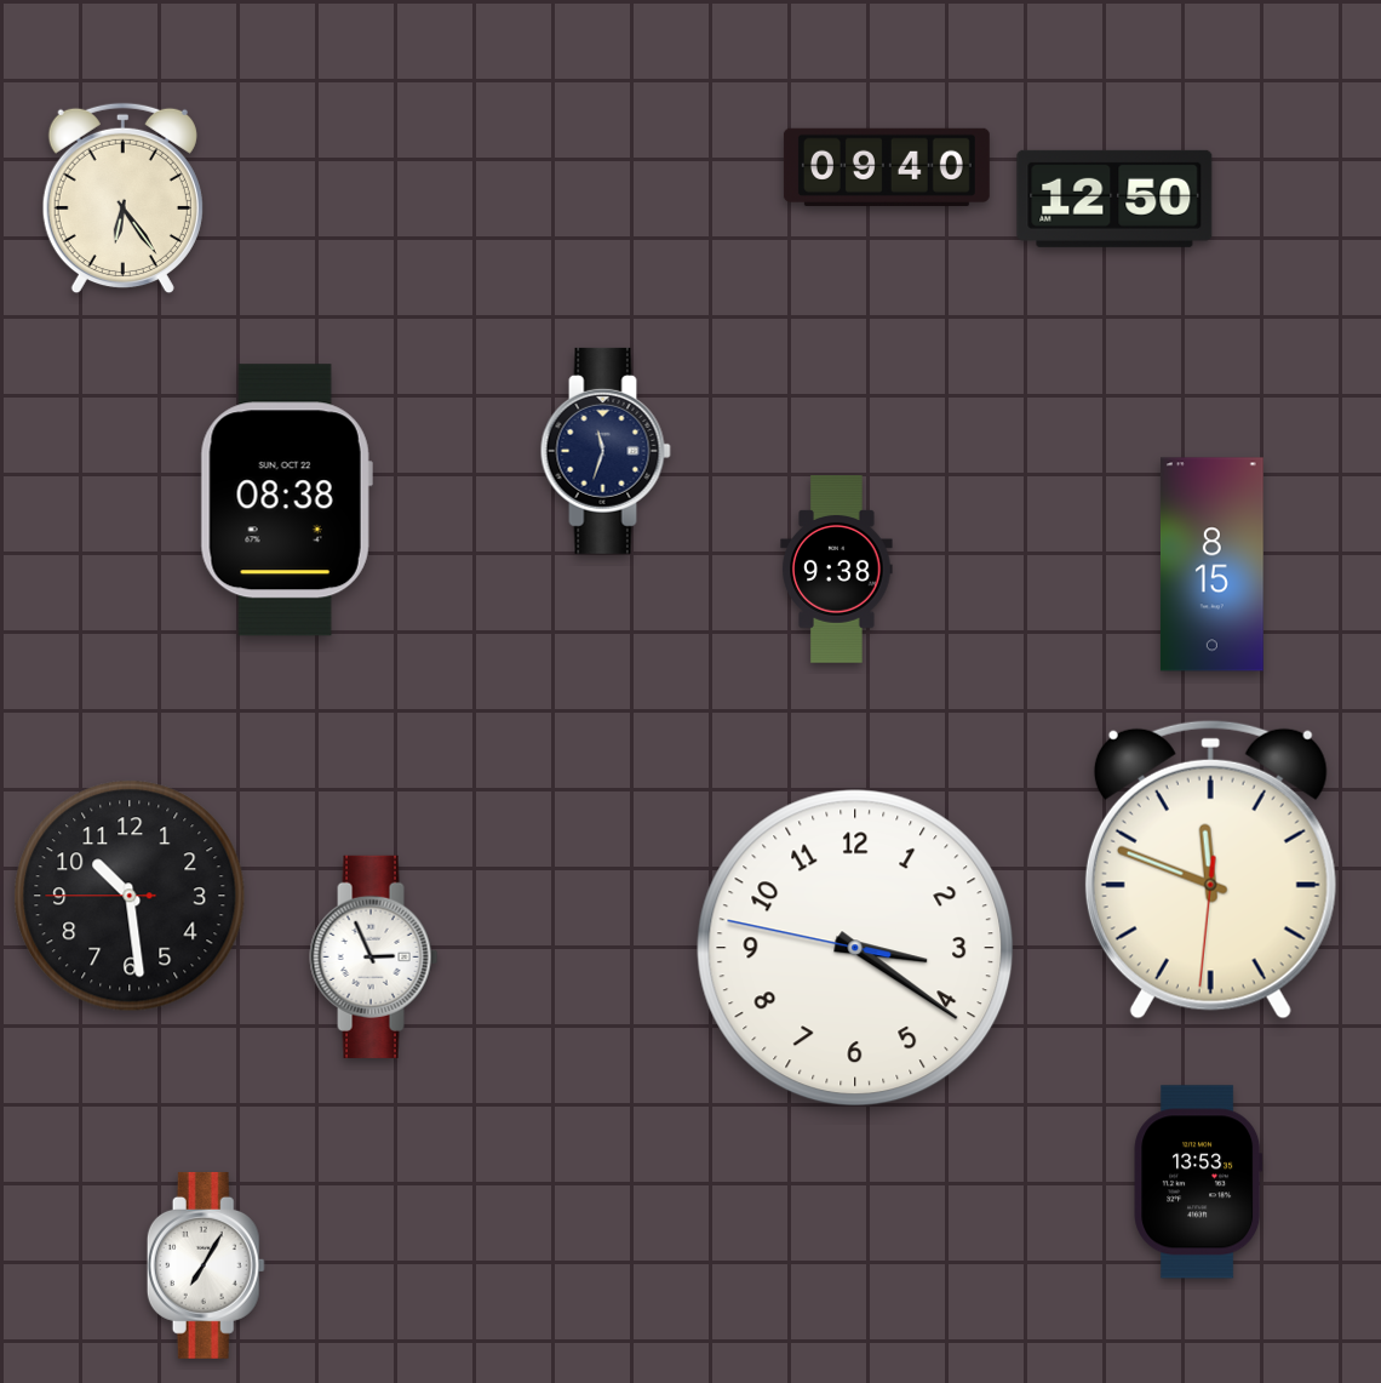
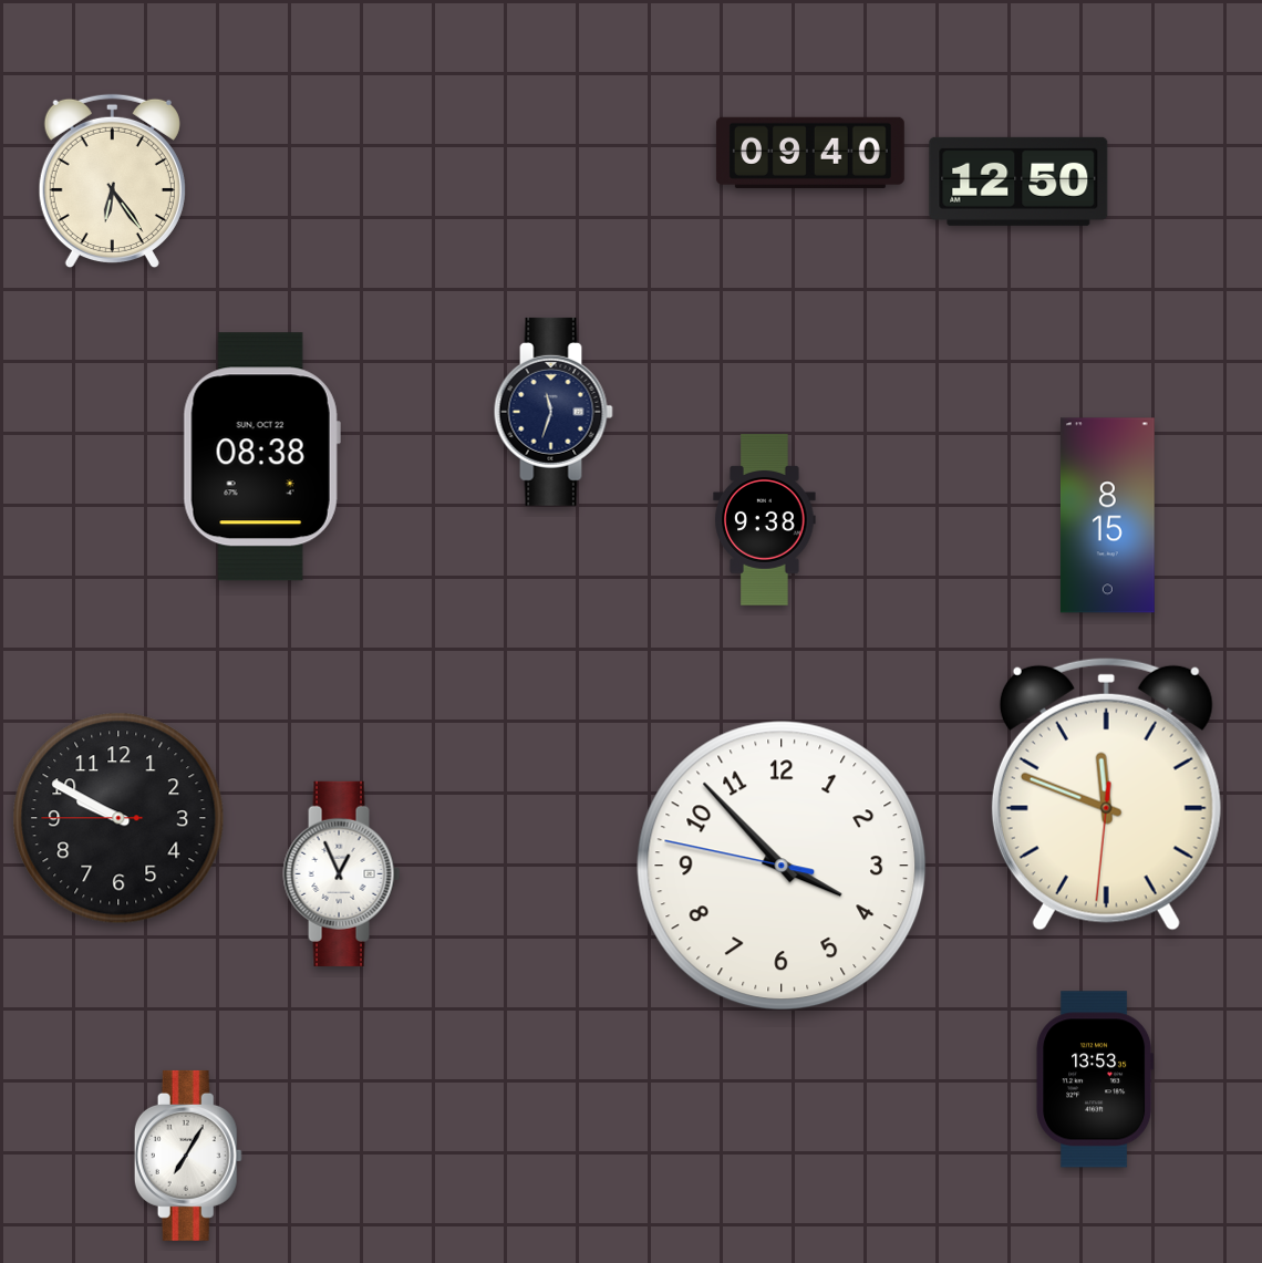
clock at (130, 896): 10:28 -> 9:49
clock at (855, 948): 3:20 -> 3:52
clock at (374, 956): 2:56 -> 12:56
